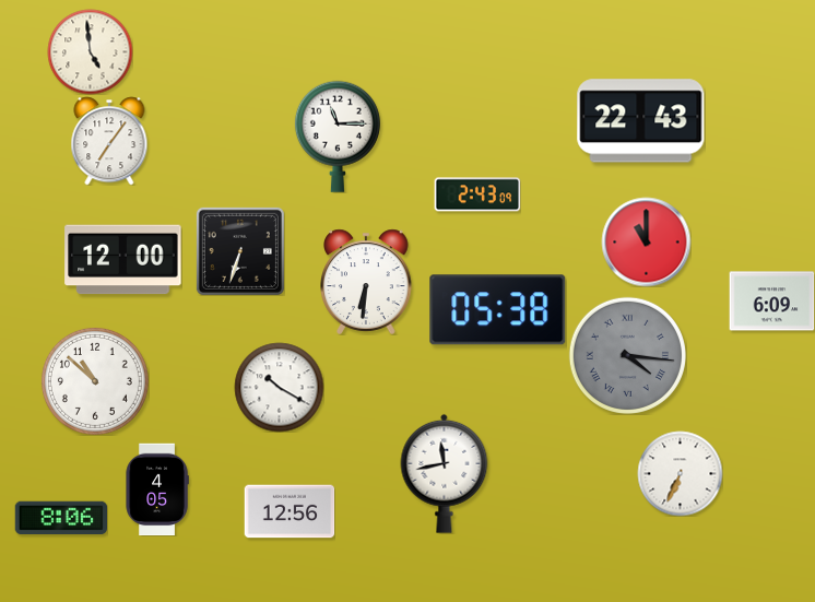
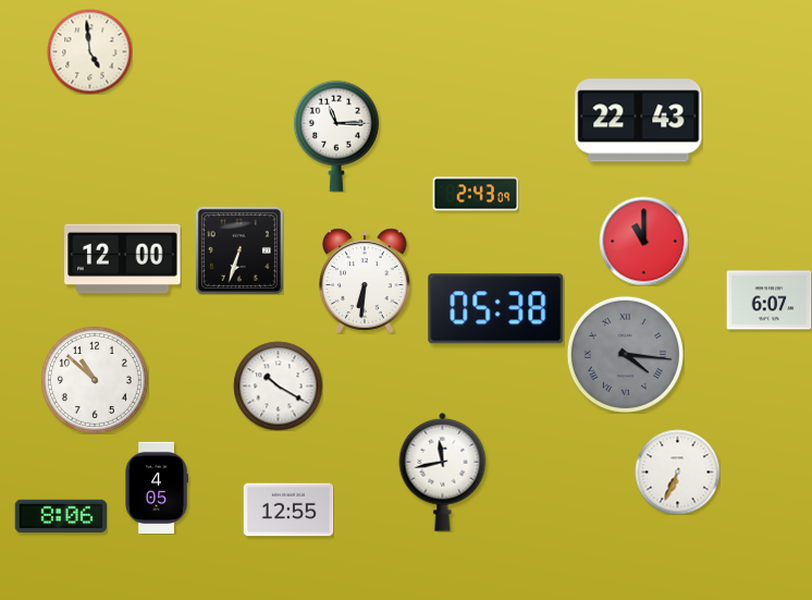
clock at (109, 141): 7:06 -> none
clock at (771, 302): 6:09 -> 6:07
clock at (290, 511): 12:56 -> 12:55
